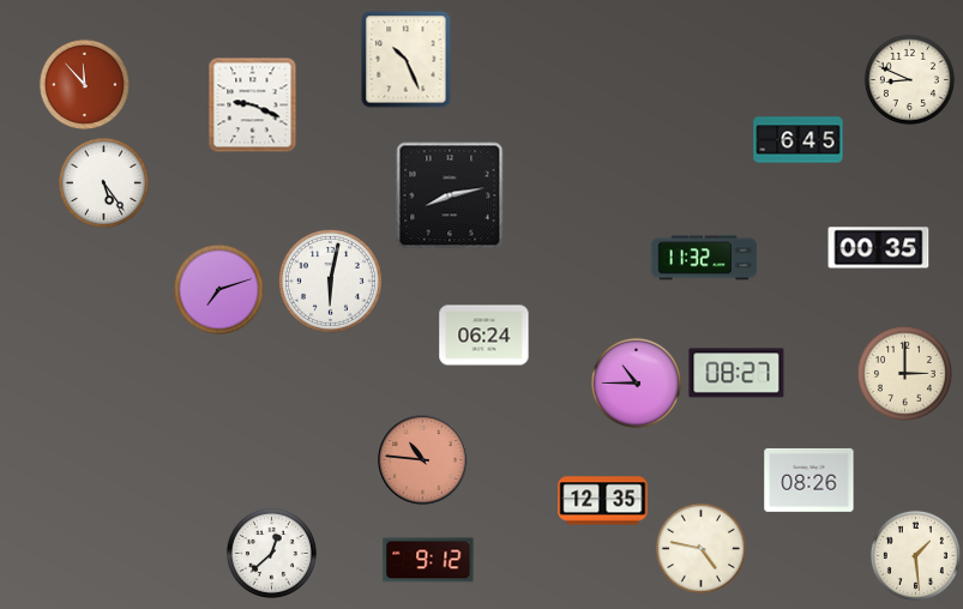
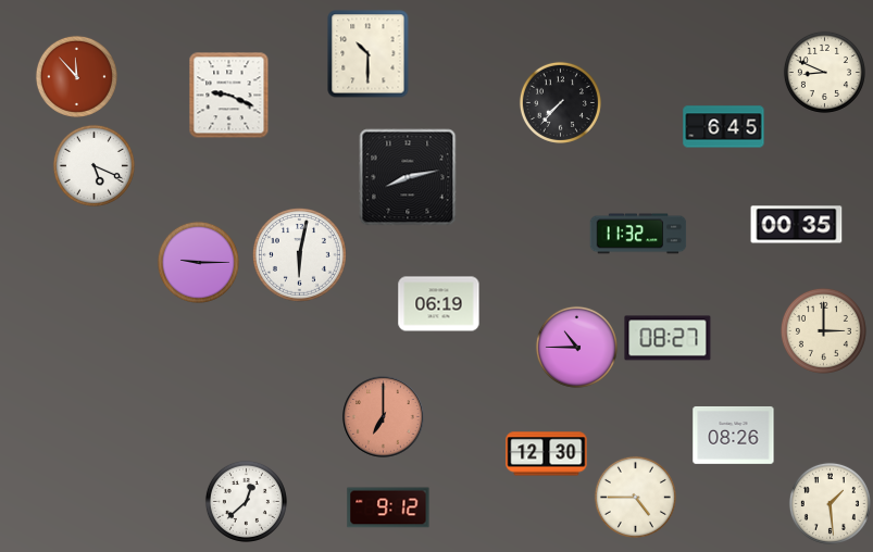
clock at (407, 60): 10:26 -> 10:30
clock at (560, 102): none -> 7:37
clock at (103, 182): 5:24 -> 5:19
clock at (218, 289): 7:12 -> 9:15
clock at (484, 336): 06:24 -> 06:19
clock at (904, 373) position: (904, 373) -> (823, 330)
clock at (423, 460): 10:46 -> 7:00
clock at (603, 501): 12:35 -> 12:30
clock at (700, 548): 4:47 -> 4:45
